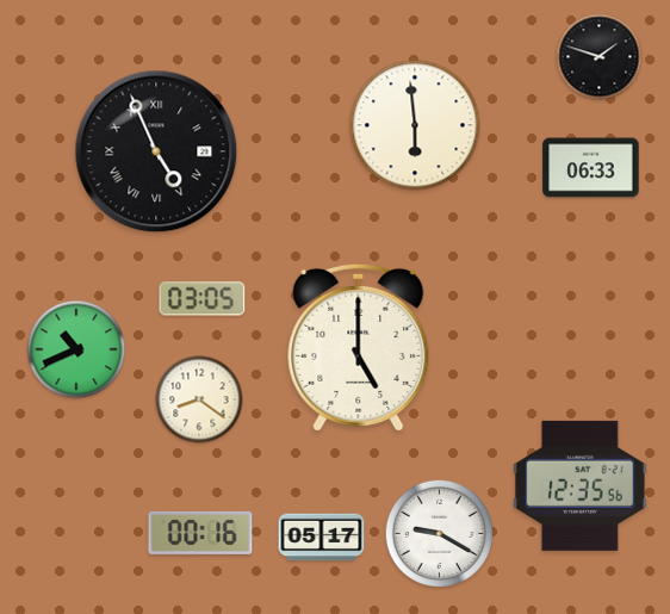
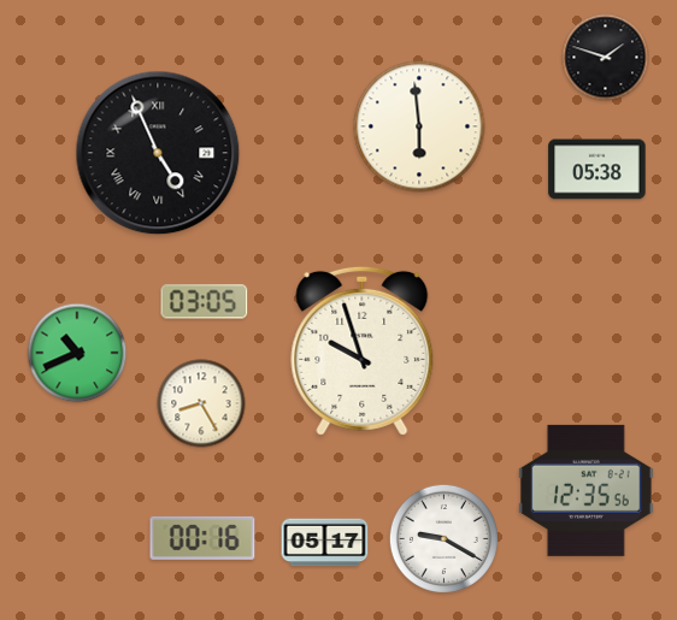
clock at (591, 168): 06:33 -> 05:38
clock at (359, 347): 5:00 -> 9:57
clock at (199, 399): 8:21 -> 8:25
